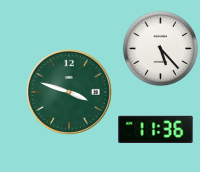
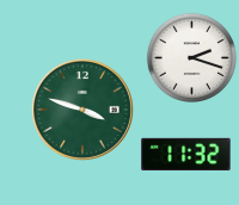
clock at (160, 48): 5:23 -> 2:18
clock at (156, 129): 11:36 -> 11:32
